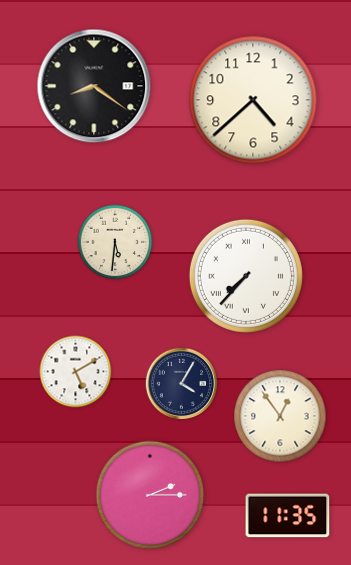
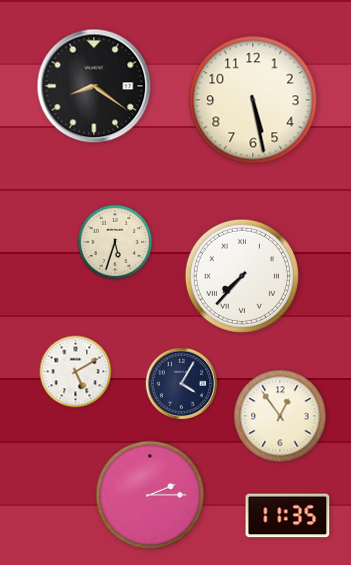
clock at (253, 100): 4:38 -> 5:28
clock at (115, 242): 5:31 -> 5:33
clock at (246, 276) position: (246, 276) -> (242, 276)
